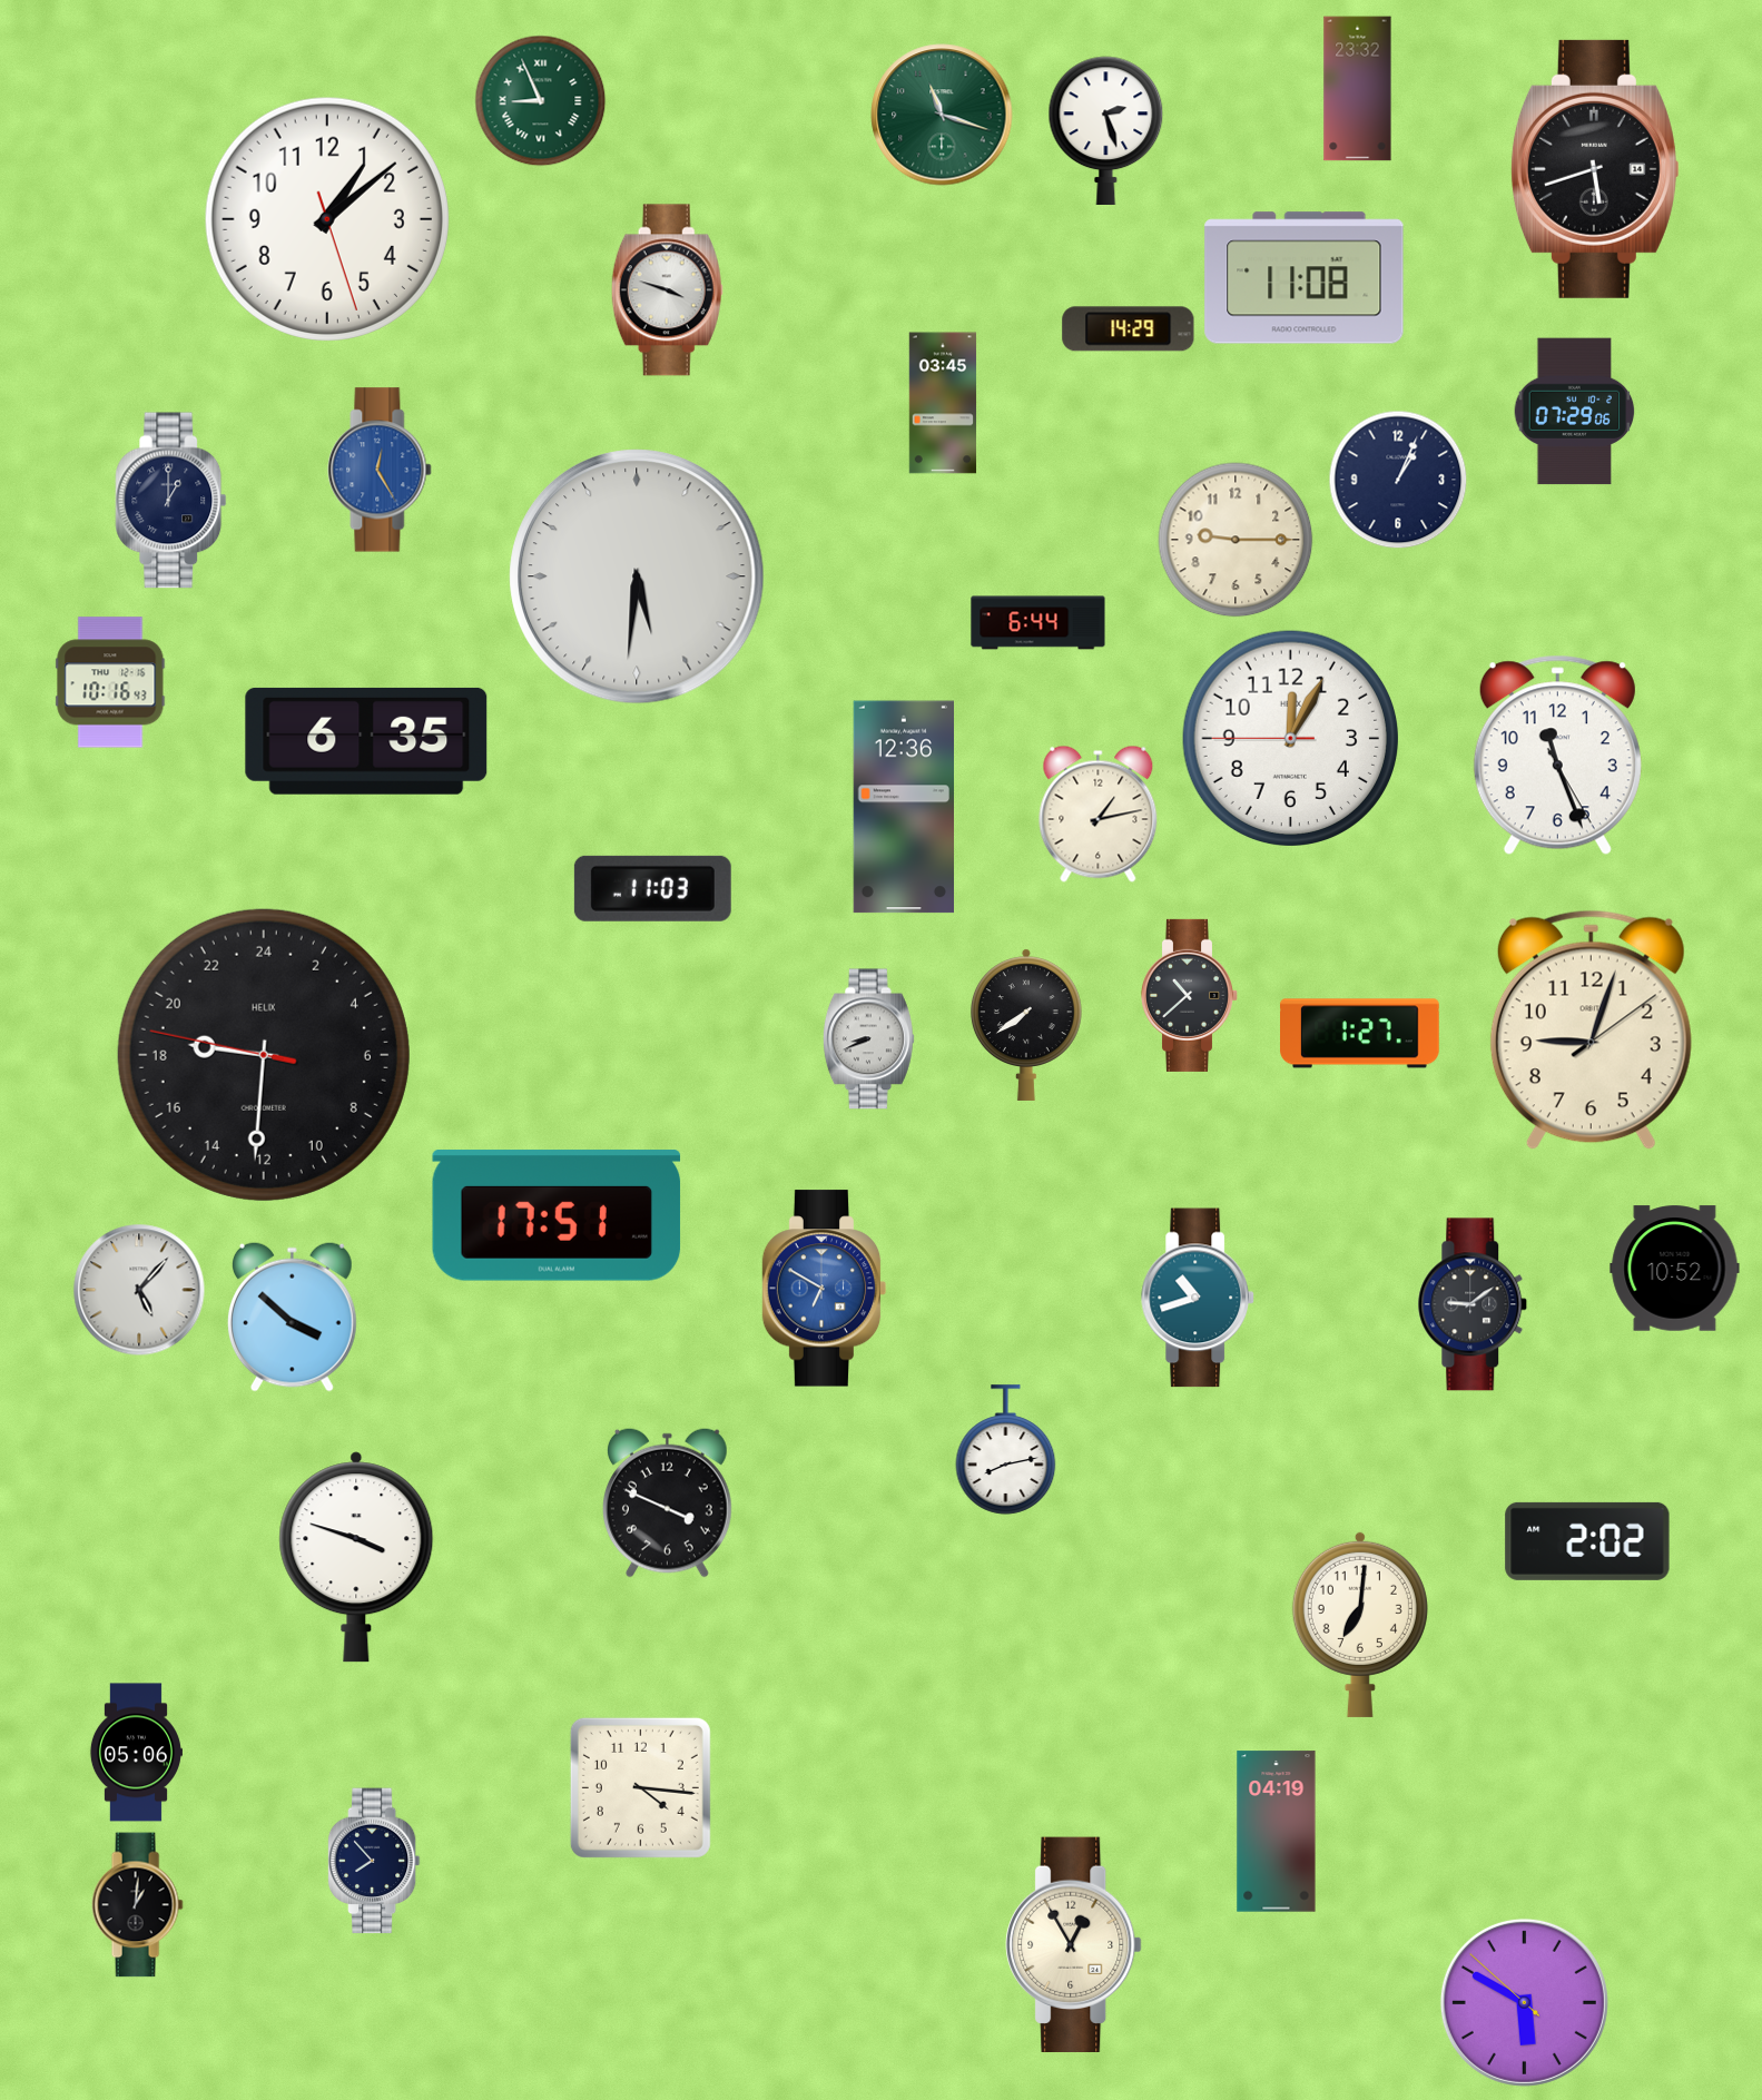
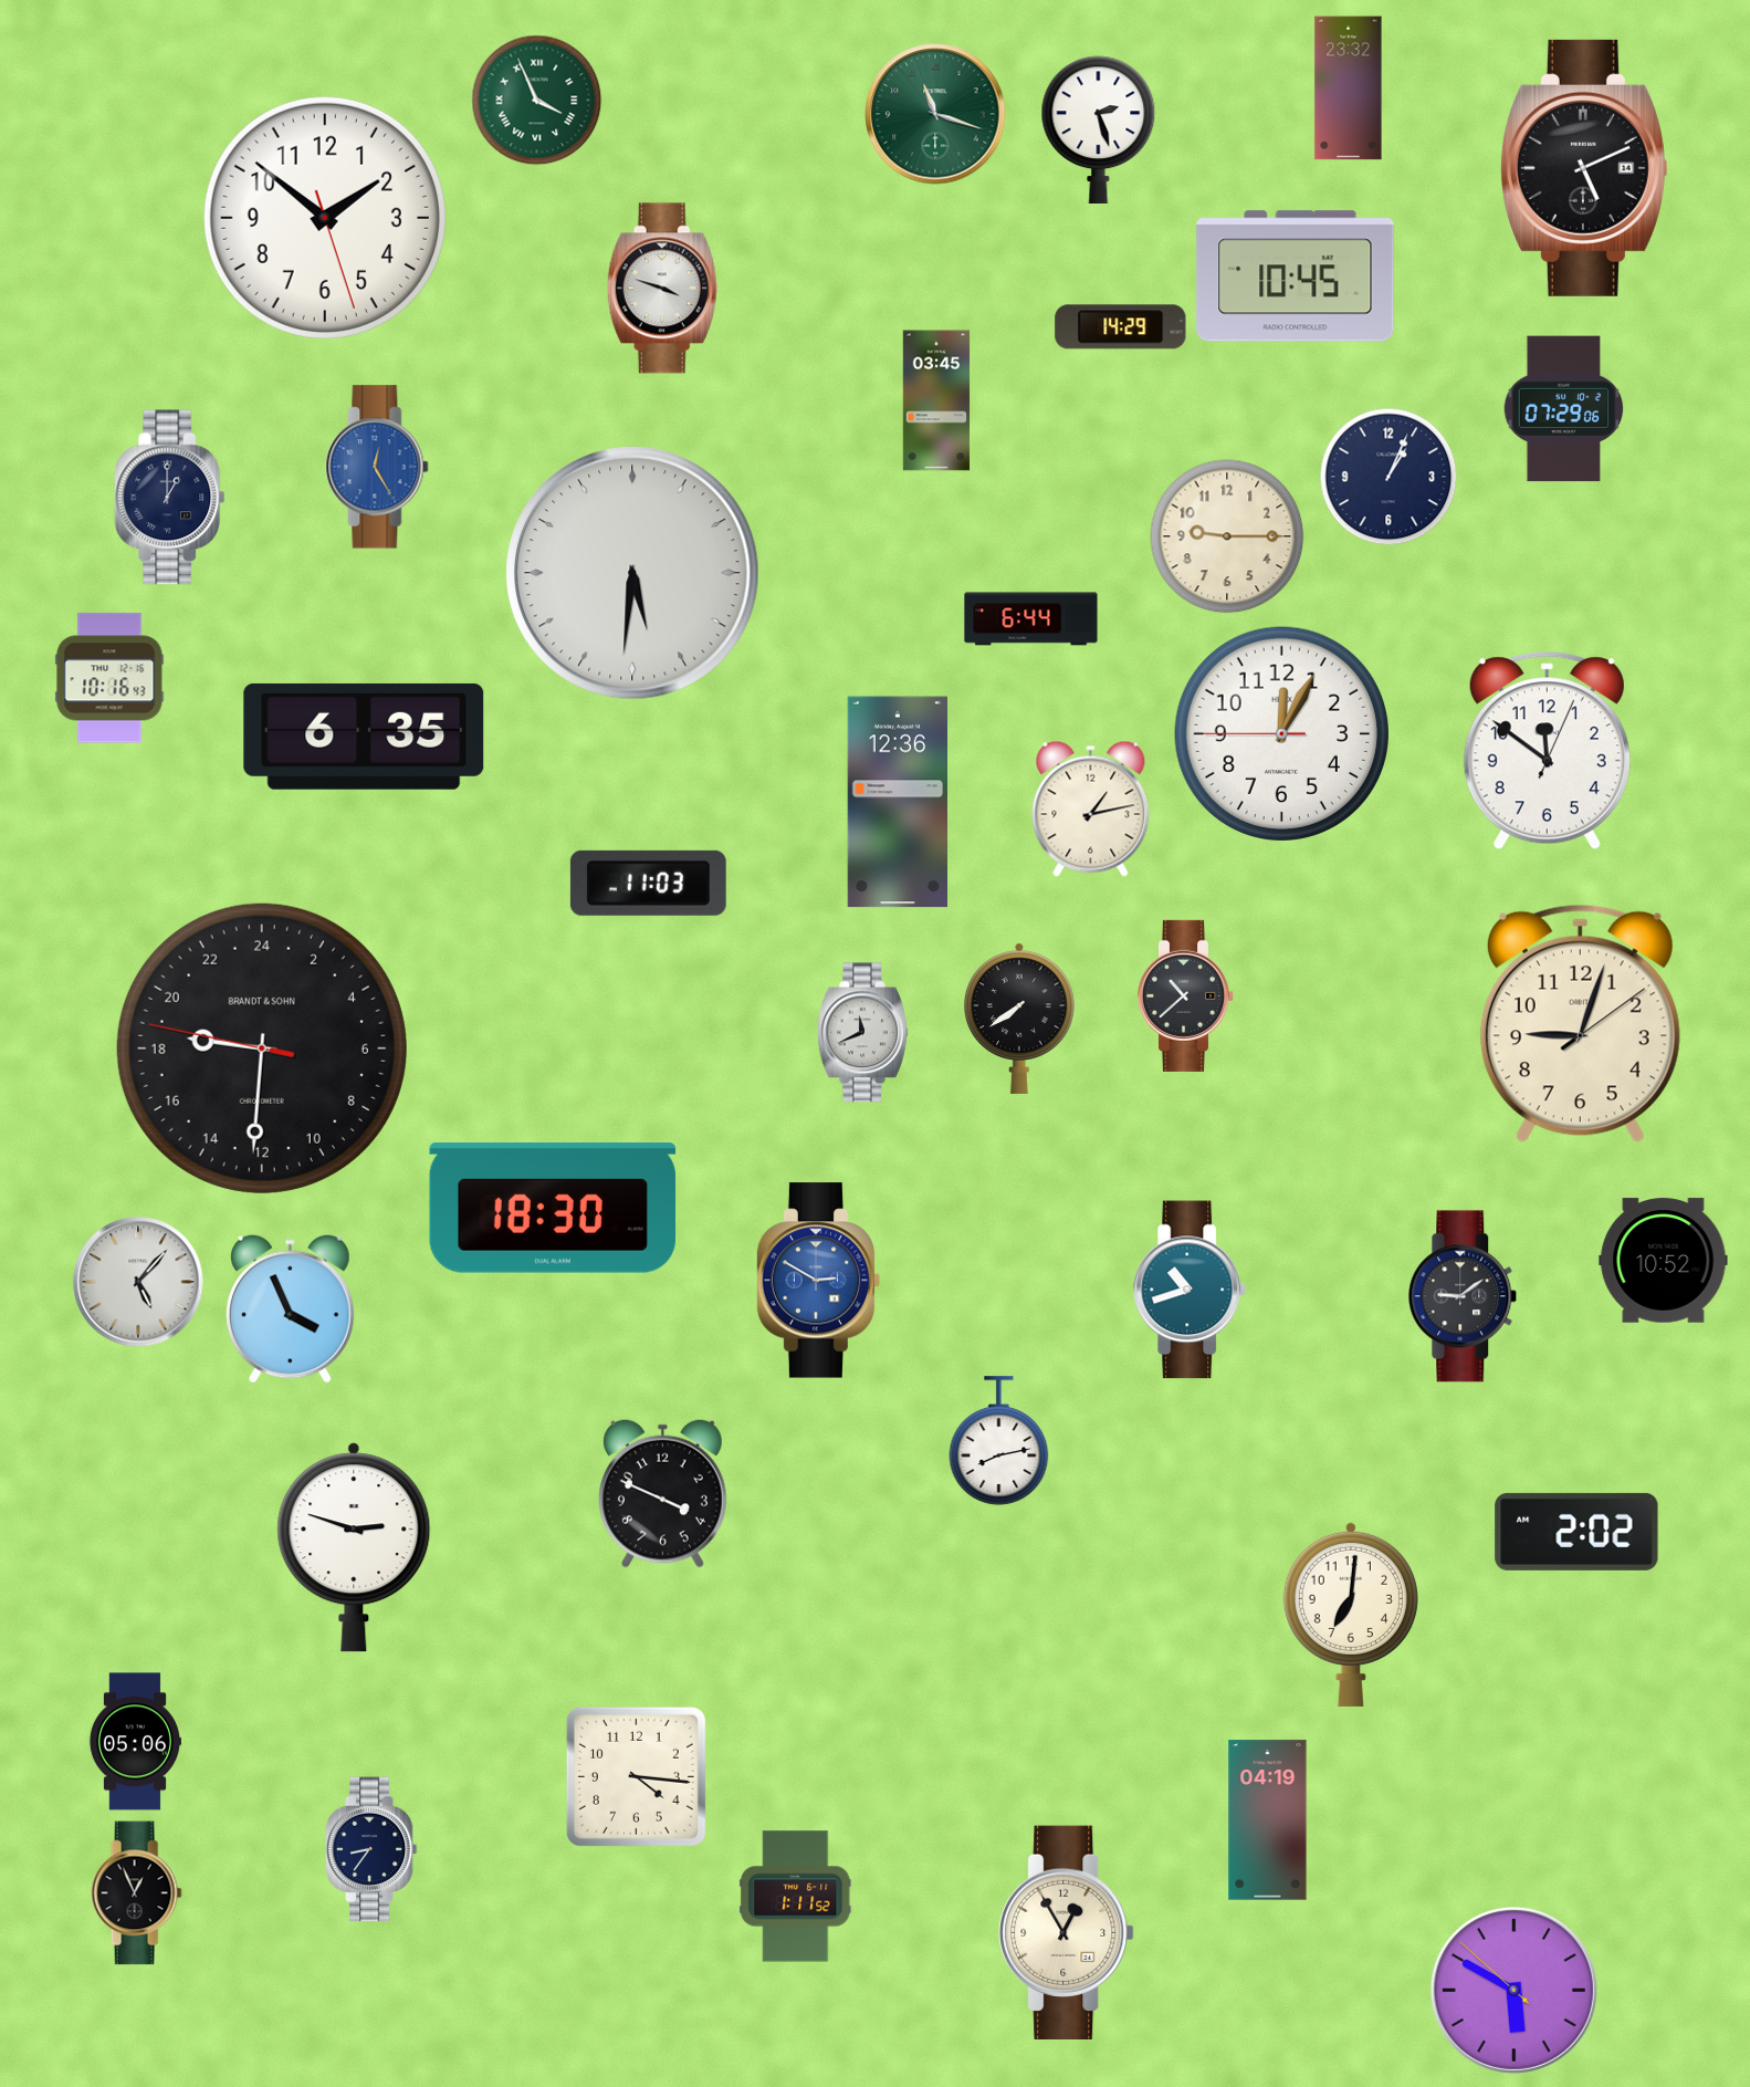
clock at (541, 101): 8:56 -> 3:56
clock at (1595, 169): 5:42 -> 5:11
clock at (327, 219): 1:08 -> 1:51
clock at (1305, 278): 11:08 -> 10:45
clock at (1557, 756): 11:26 -> 11:51
clock at (1189, 995) position: (1189, 995) -> (1185, 995)
clock at (1360, 1034): 1:27 -> none
clock at (868, 1039): 8:41 -> 11:41
clock at (264, 1055) brand: HELIX -> BRANDT & SOHN
clock at (557, 1215): 17:51 -> 18:30
clock at (825, 1289): 6:50 -> 2:50
clock at (292, 1317): 3:52 -> 3:56
clock at (356, 1557): 3:48 -> 2:48
clock at (374, 1861): 7:53 -> 8:36
clock at (137, 1905): 1:01 -> 12:56
clock at (796, 1897): none -> 1:11
